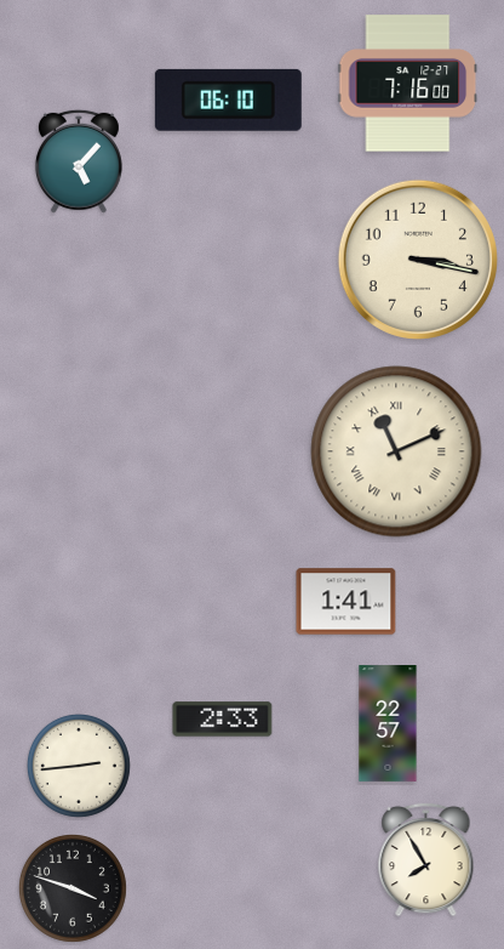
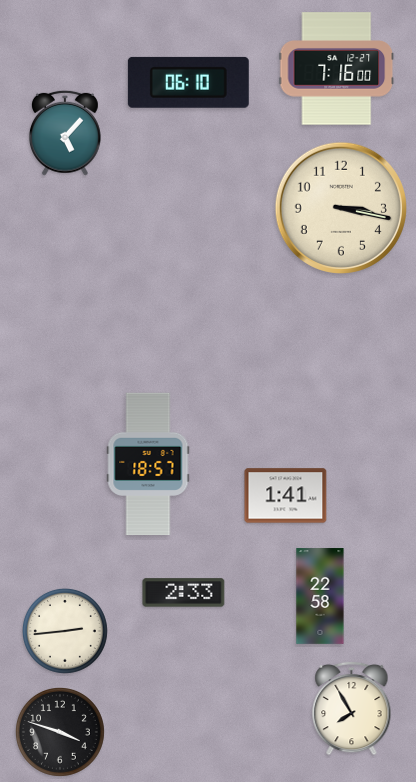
clock at (418, 260) position: (418, 260) -> (341, 208)
clock at (396, 451): 11:11 -> none
clock at (148, 464): none -> 18:57
clock at (388, 723): 22:57 -> 22:58
